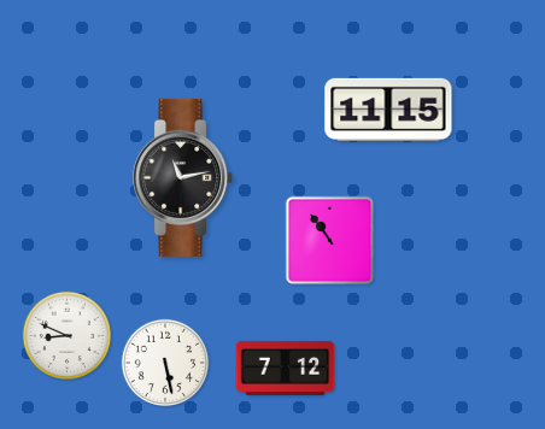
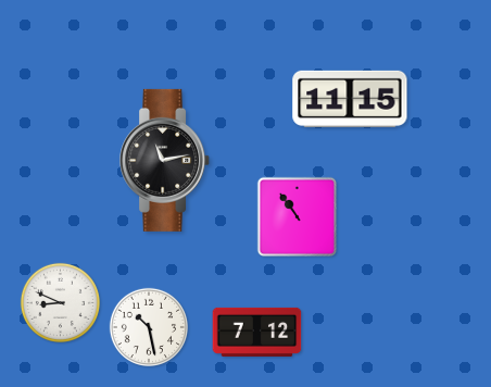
clock at (164, 362): 5:28 -> 10:28
